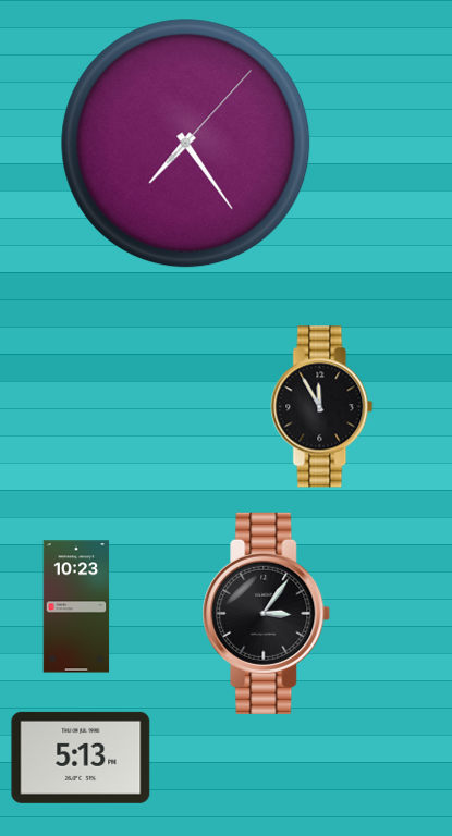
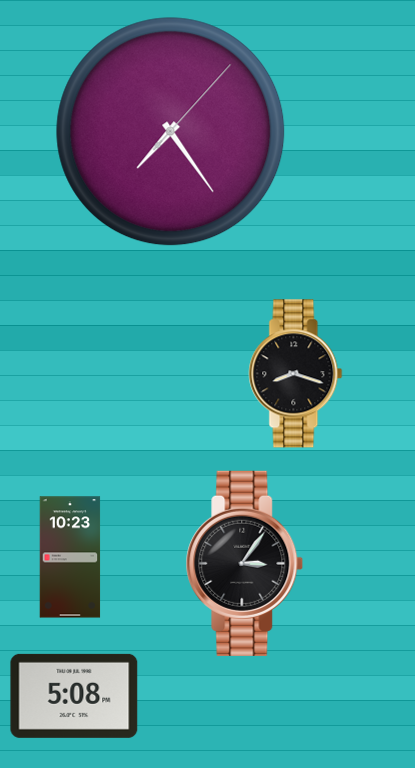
clock at (322, 407): 11:55 -> 8:18
clock at (81, 758): 5:13 -> 5:08
